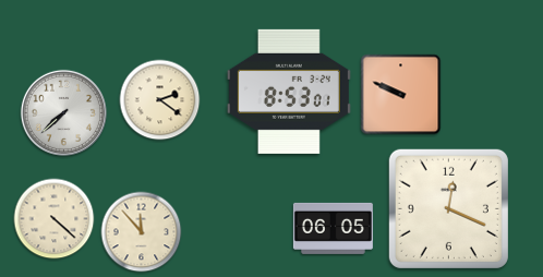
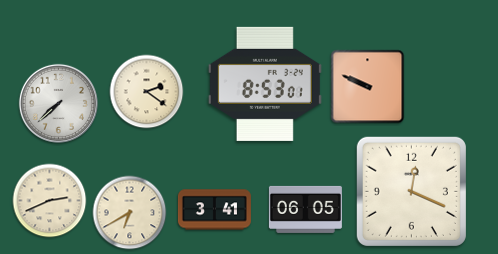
clock at (55, 219): 4:22 -> 2:41
clock at (214, 210): none -> 3:41
clock at (142, 232): 11:53 -> 6:40
